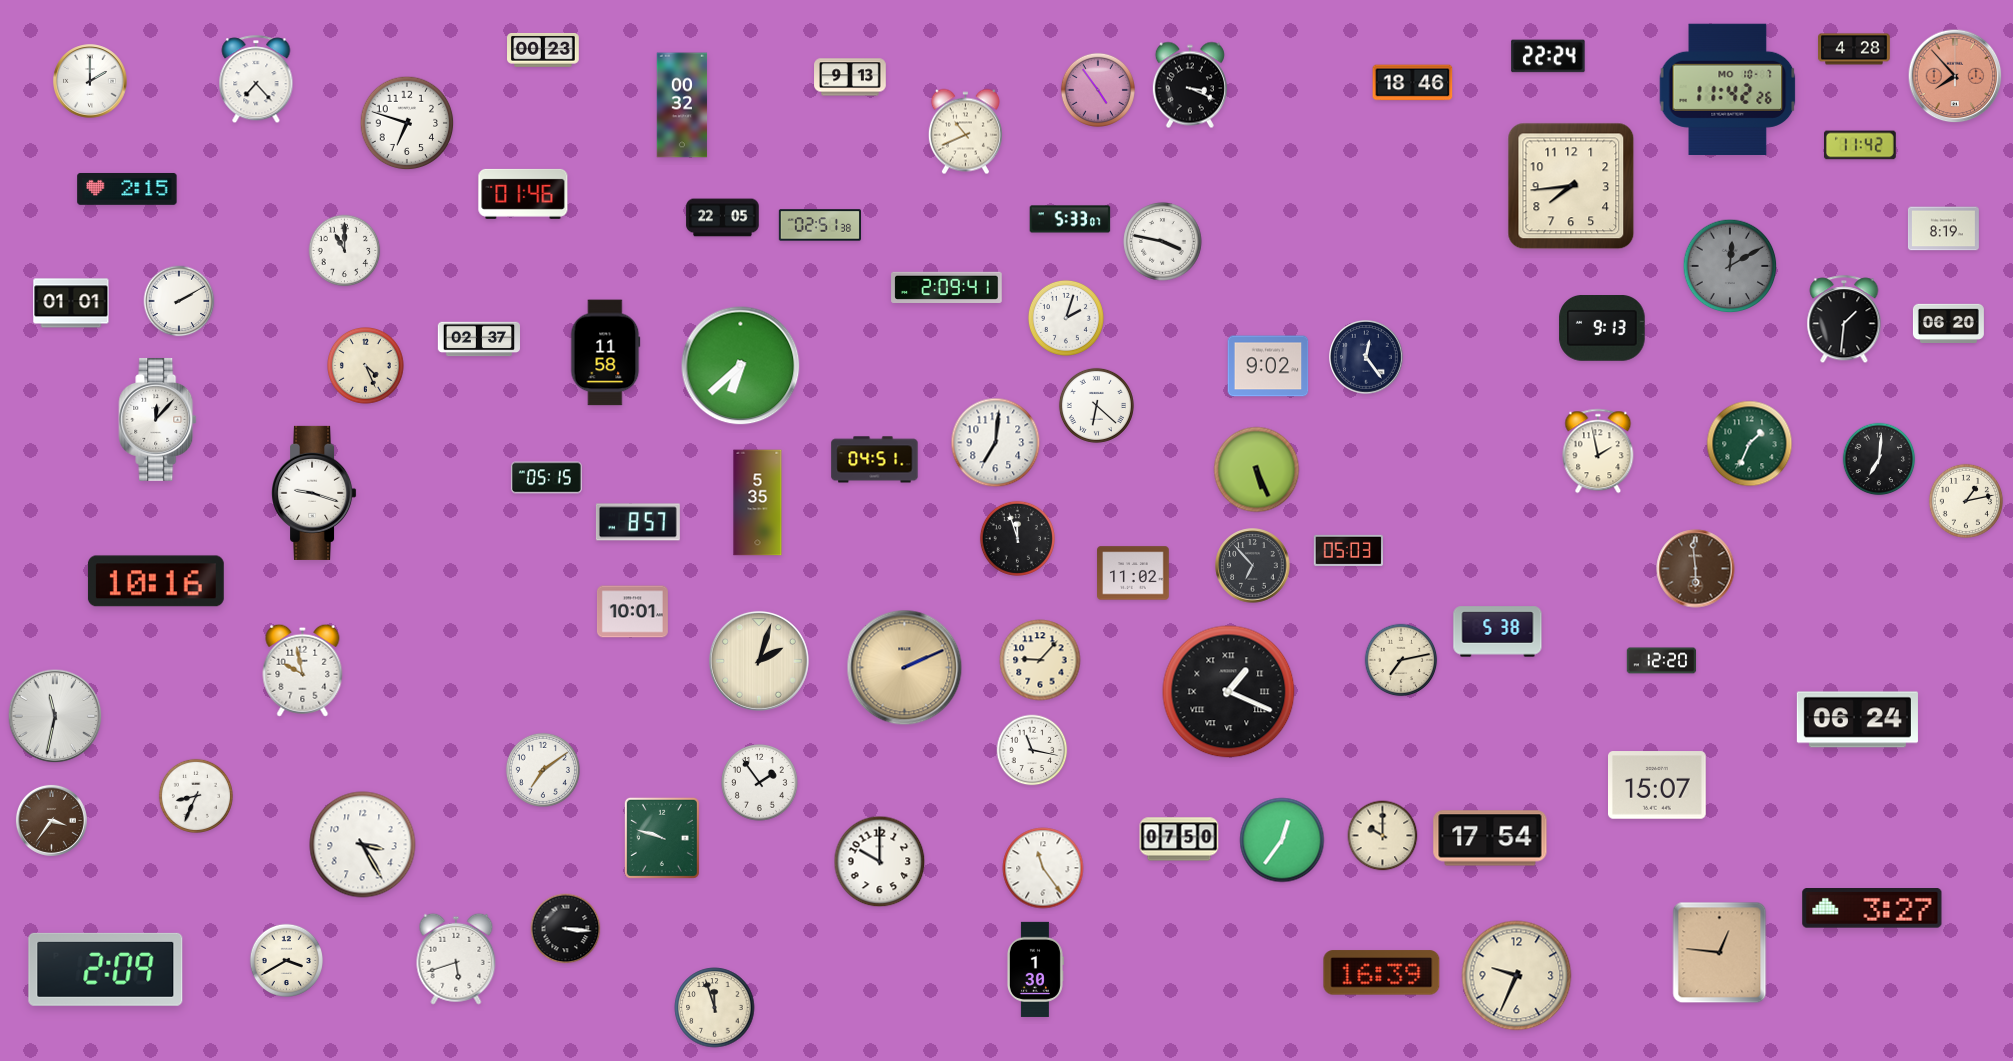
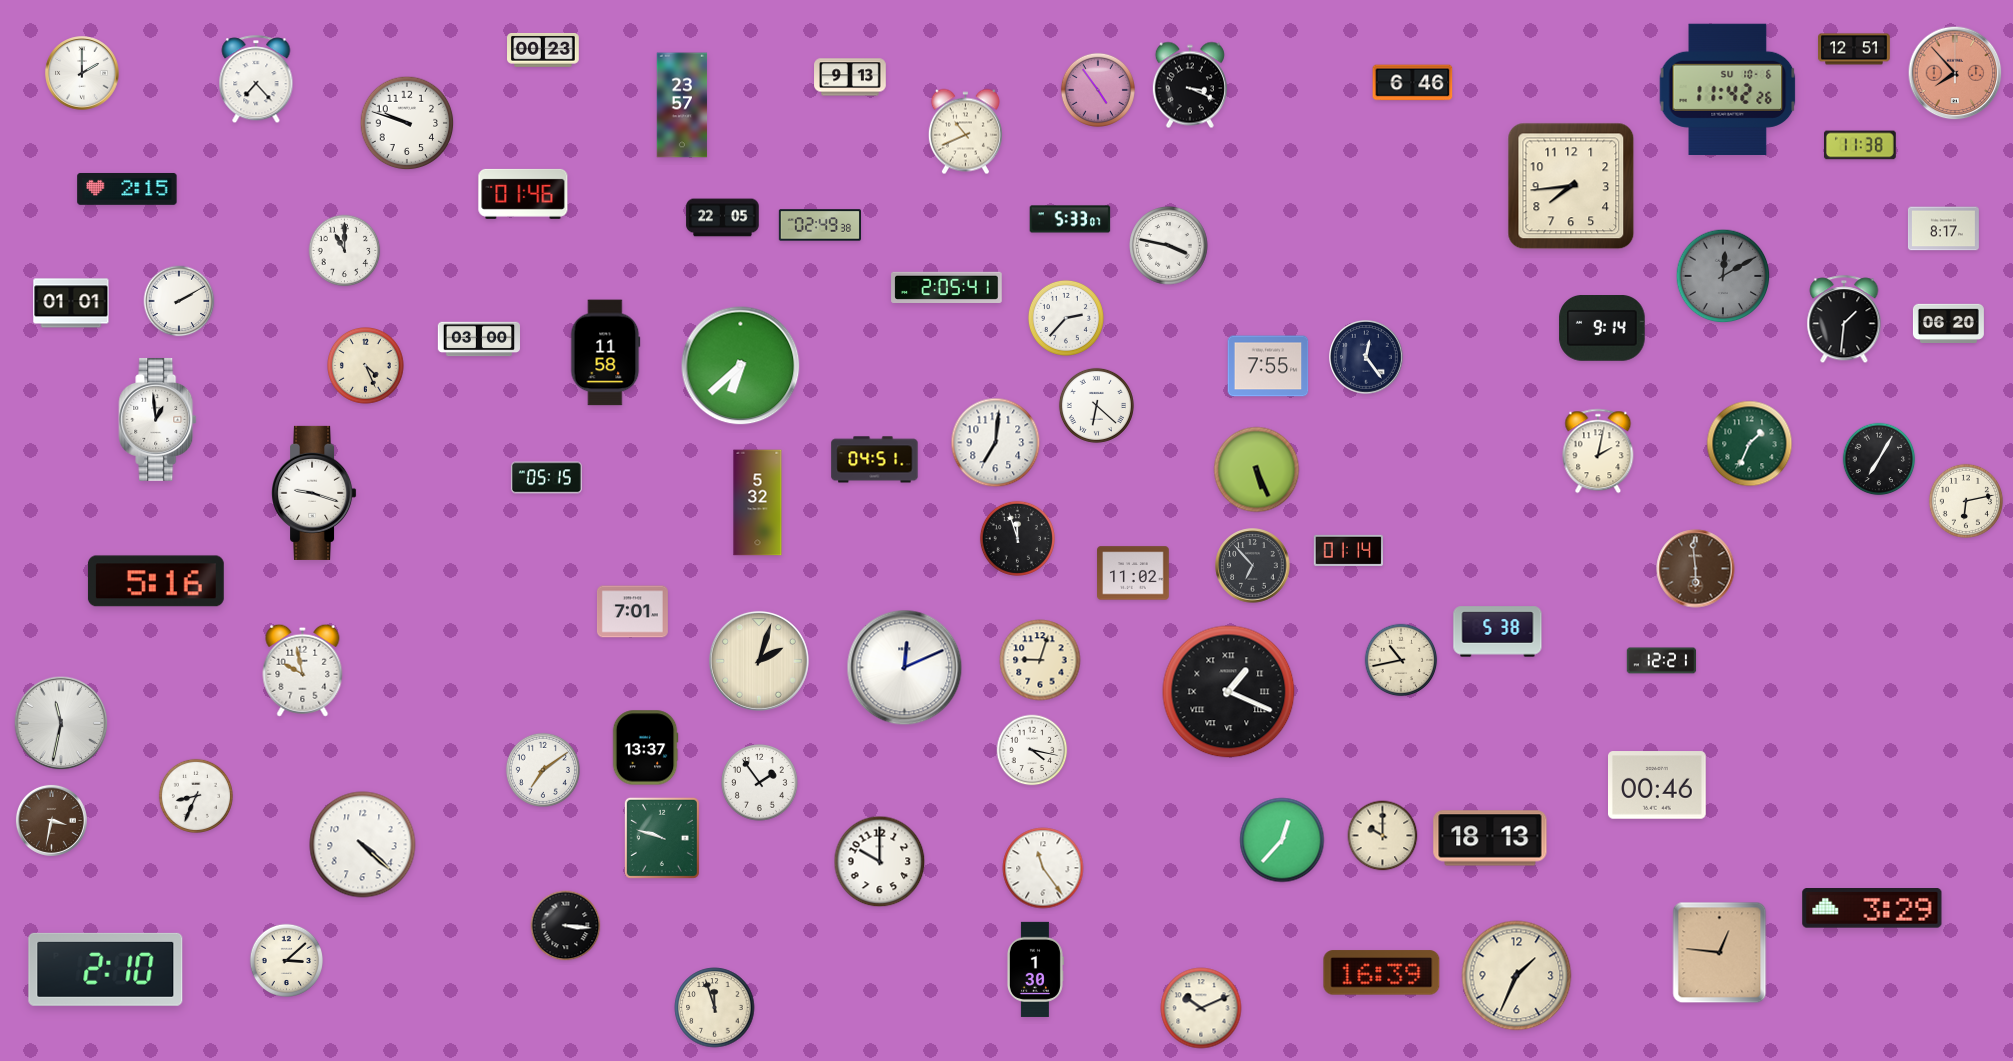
clock at (1854, 49): 4:28 -> 12:51
clock at (1548, 56): 22:24 -> none
clock at (1955, 76) position: (1955, 76) -> (1955, 73)
clock at (90, 81) position: (90, 81) -> (82, 73)
clock at (1413, 83): 18:46 -> 6:46
clock at (1728, 89) date: MO 10-7 -> SU 10-6
clock at (682, 105): 00:32 -> 23:57
clock at (407, 123): 6:48 -> 9:48
clock at (1861, 145): 11:42 -> 11:38
clock at (819, 225): 02:51 -> 02:49
clock at (1943, 229): 8:19 -> 8:17
clock at (1163, 242) position: (1163, 242) -> (1169, 246)
clock at (1730, 266) position: (1730, 266) -> (1723, 276)
clock at (947, 287): 2:09 -> 2:05
clock at (1066, 318): 2:03 -> 2:37
clock at (1602, 329): 9:13 -> 9:14
clock at (478, 339): 02:37 -> 03:00
clock at (1268, 366): 9:02 -> 7:55
clock at (158, 419): 12:07 -> 12:59
clock at (1598, 451): 1:58 -> 2:02
clock at (1879, 459): 7:01 -> 7:05
clock at (1966, 501): 1:13 -> 6:13
clock at (758, 503): 5:35 -> 5:32
clock at (638, 522): 8:57 -> none
clock at (1348, 550): 05:03 -> 01:14
clock at (156, 581): 10:16 -> 5:16
clock at (632, 612): 10:01 -> 7:01
clock at (1040, 660): 9:07 -> 9:03
clock at (1401, 660): 7:13 -> 10:43
clock at (1662, 661): 12:20 -> 12:21
clock at (905, 668): 2:11 -> 12:11
clock at (905, 668) dial: champagne -> white
clock at (55, 716) position: (55, 716) -> (61, 723)
clock at (1857, 720): 06:24 -> none
clock at (645, 748): none -> 13:37
clock at (1032, 750): 11:17 -> 4:17
clock at (1658, 785): 15:07 -> 00:46
clock at (51, 820): 3:36 -> 3:32
clock at (1490, 838): 17:54 -> 18:13
clock at (1179, 839): 07:50 -> none
clock at (1282, 840): 12:36 -> 12:37
clock at (363, 845): 3:25 -> 4:22
clock at (1872, 909): 3:27 -> 3:29
clock at (566, 929) position: (566, 929) -> (566, 926)
clock at (456, 959): 5:42 -> none
clock at (286, 960): 3:40 -> 3:08
clock at (106, 969): 2:09 -> 2:10
clock at (1517, 976): 9:34 -> 1:34
clock at (1201, 1008): none -> 10:11
